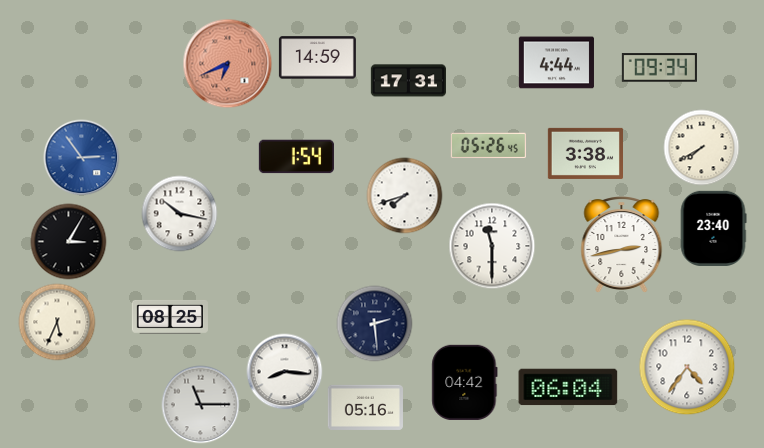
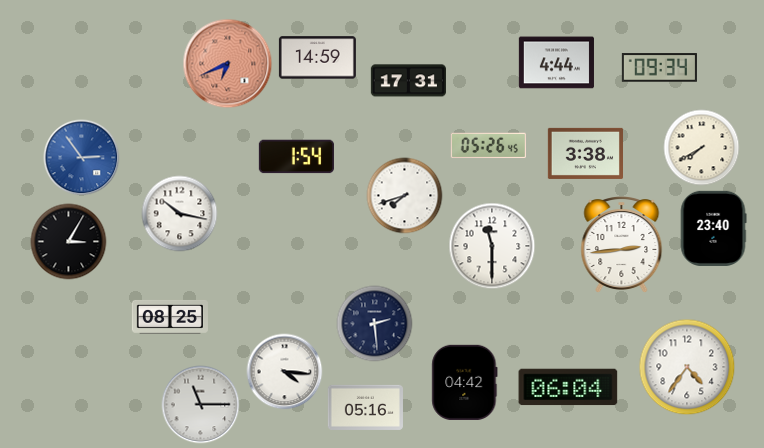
clock at (622, 245): 2:43 -> 2:44
clock at (57, 322): 5:34 -> none
clock at (285, 372): 8:16 -> 4:16
